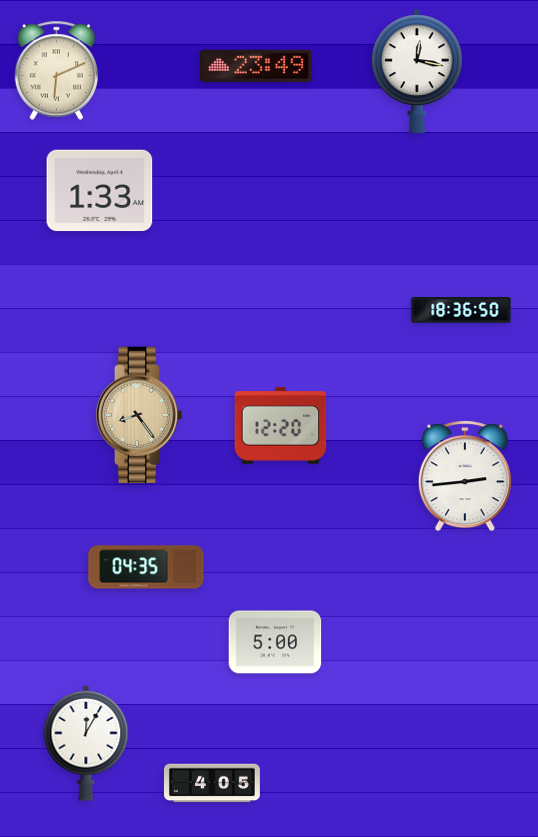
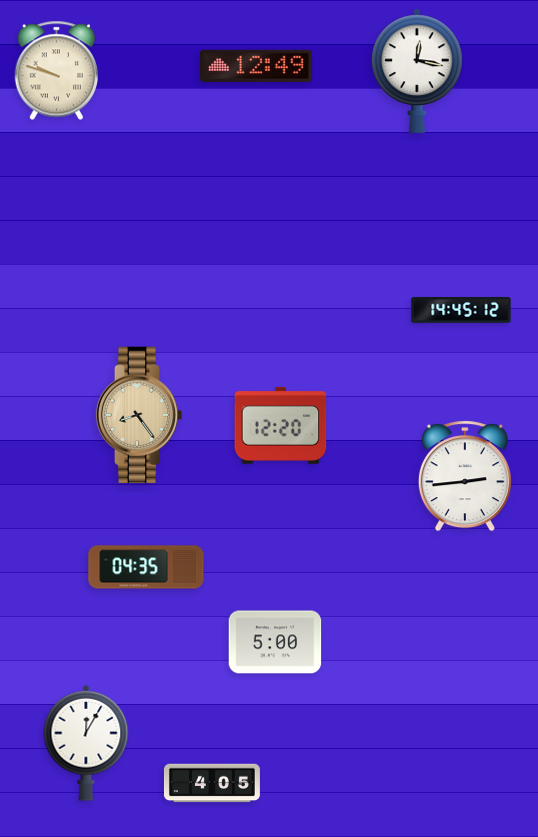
clock at (256, 66): 23:49 -> 12:49
clock at (57, 71): 6:11 -> 9:48
clock at (100, 191): 1:33 -> none
clock at (461, 311): 18:36 -> 14:45
